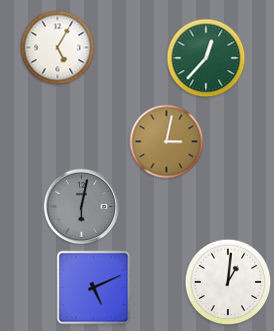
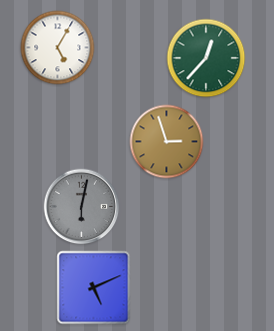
clock at (167, 142): 3:02 -> 2:57
clock at (228, 282): 1:01 -> none
